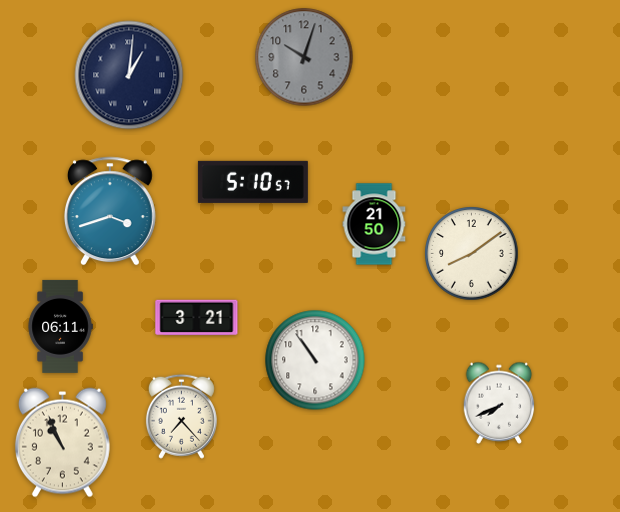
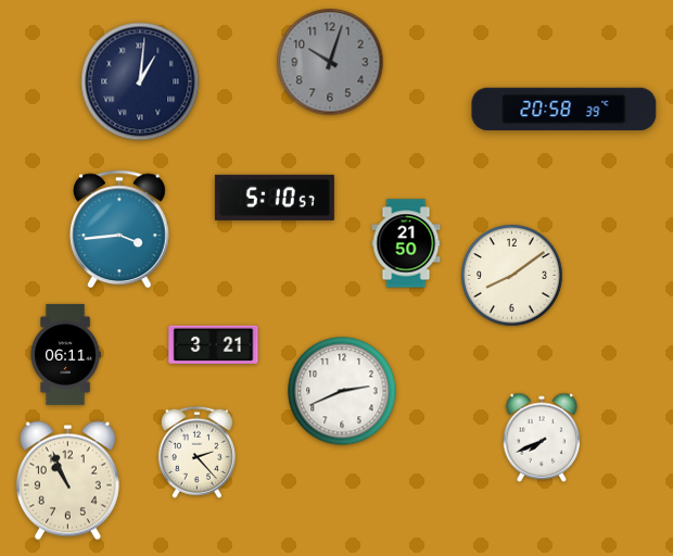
clock at (564, 110): none -> 20:58
clock at (110, 211): 3:42 -> 3:44
clock at (315, 360): 10:54 -> 2:41
clock at (181, 416): 7:23 -> 2:23
